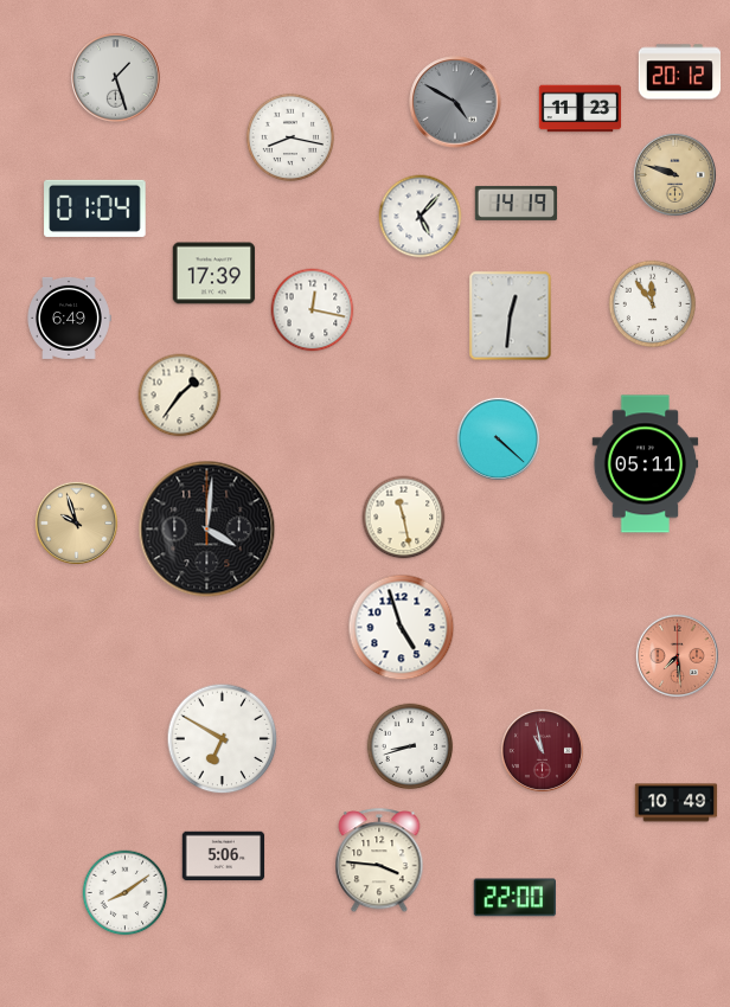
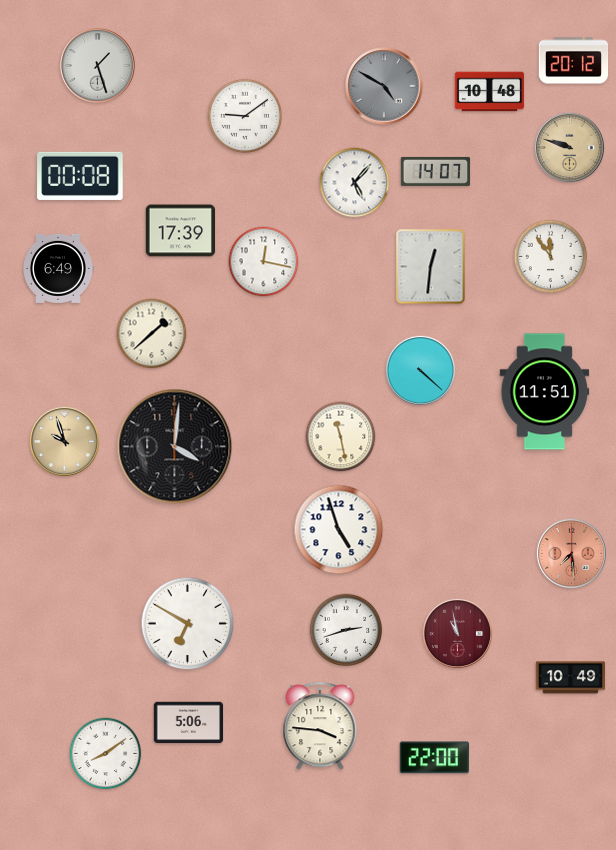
clock at (581, 109): 11:23 -> 10:48
clock at (289, 136): 8:17 -> 9:09
clock at (517, 203): 14:19 -> 14:07
clock at (95, 209): 01:04 -> 00:08
clock at (180, 396): 1:36 -> 1:38
clock at (646, 464): 05:11 -> 11:51
clock at (410, 746): 8:42 -> 2:42
